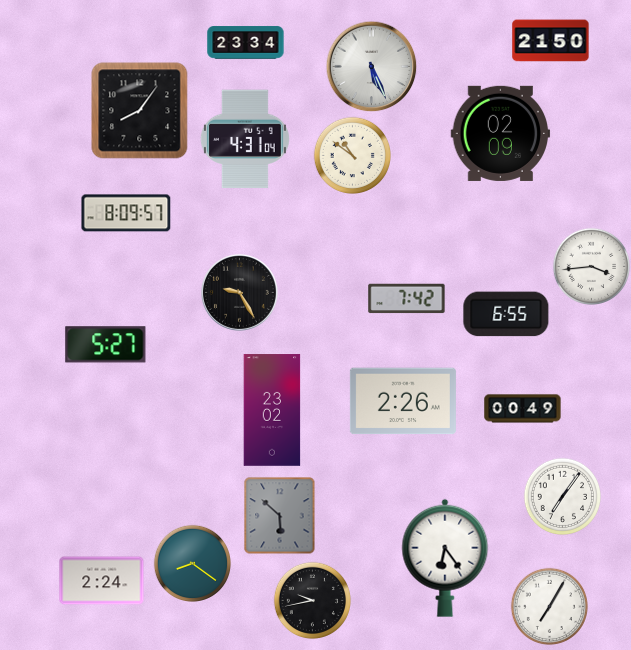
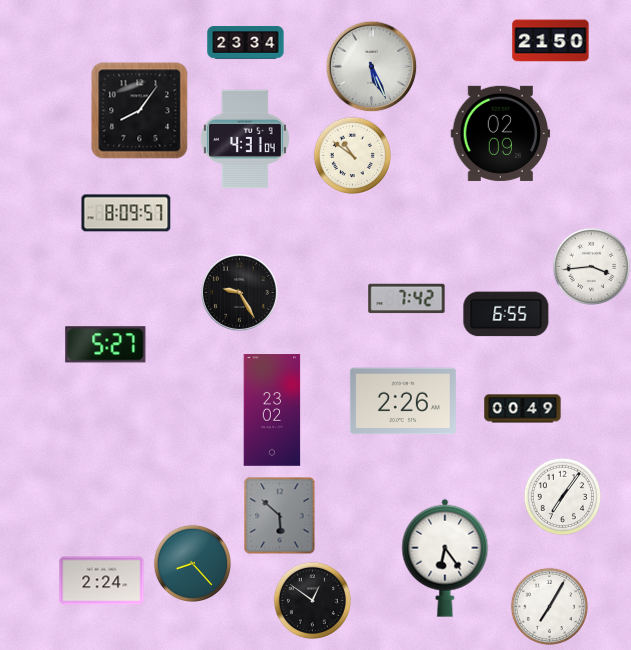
clock at (192, 563): 8:21 -> 8:23
clock at (312, 600): 9:43 -> 12:51
